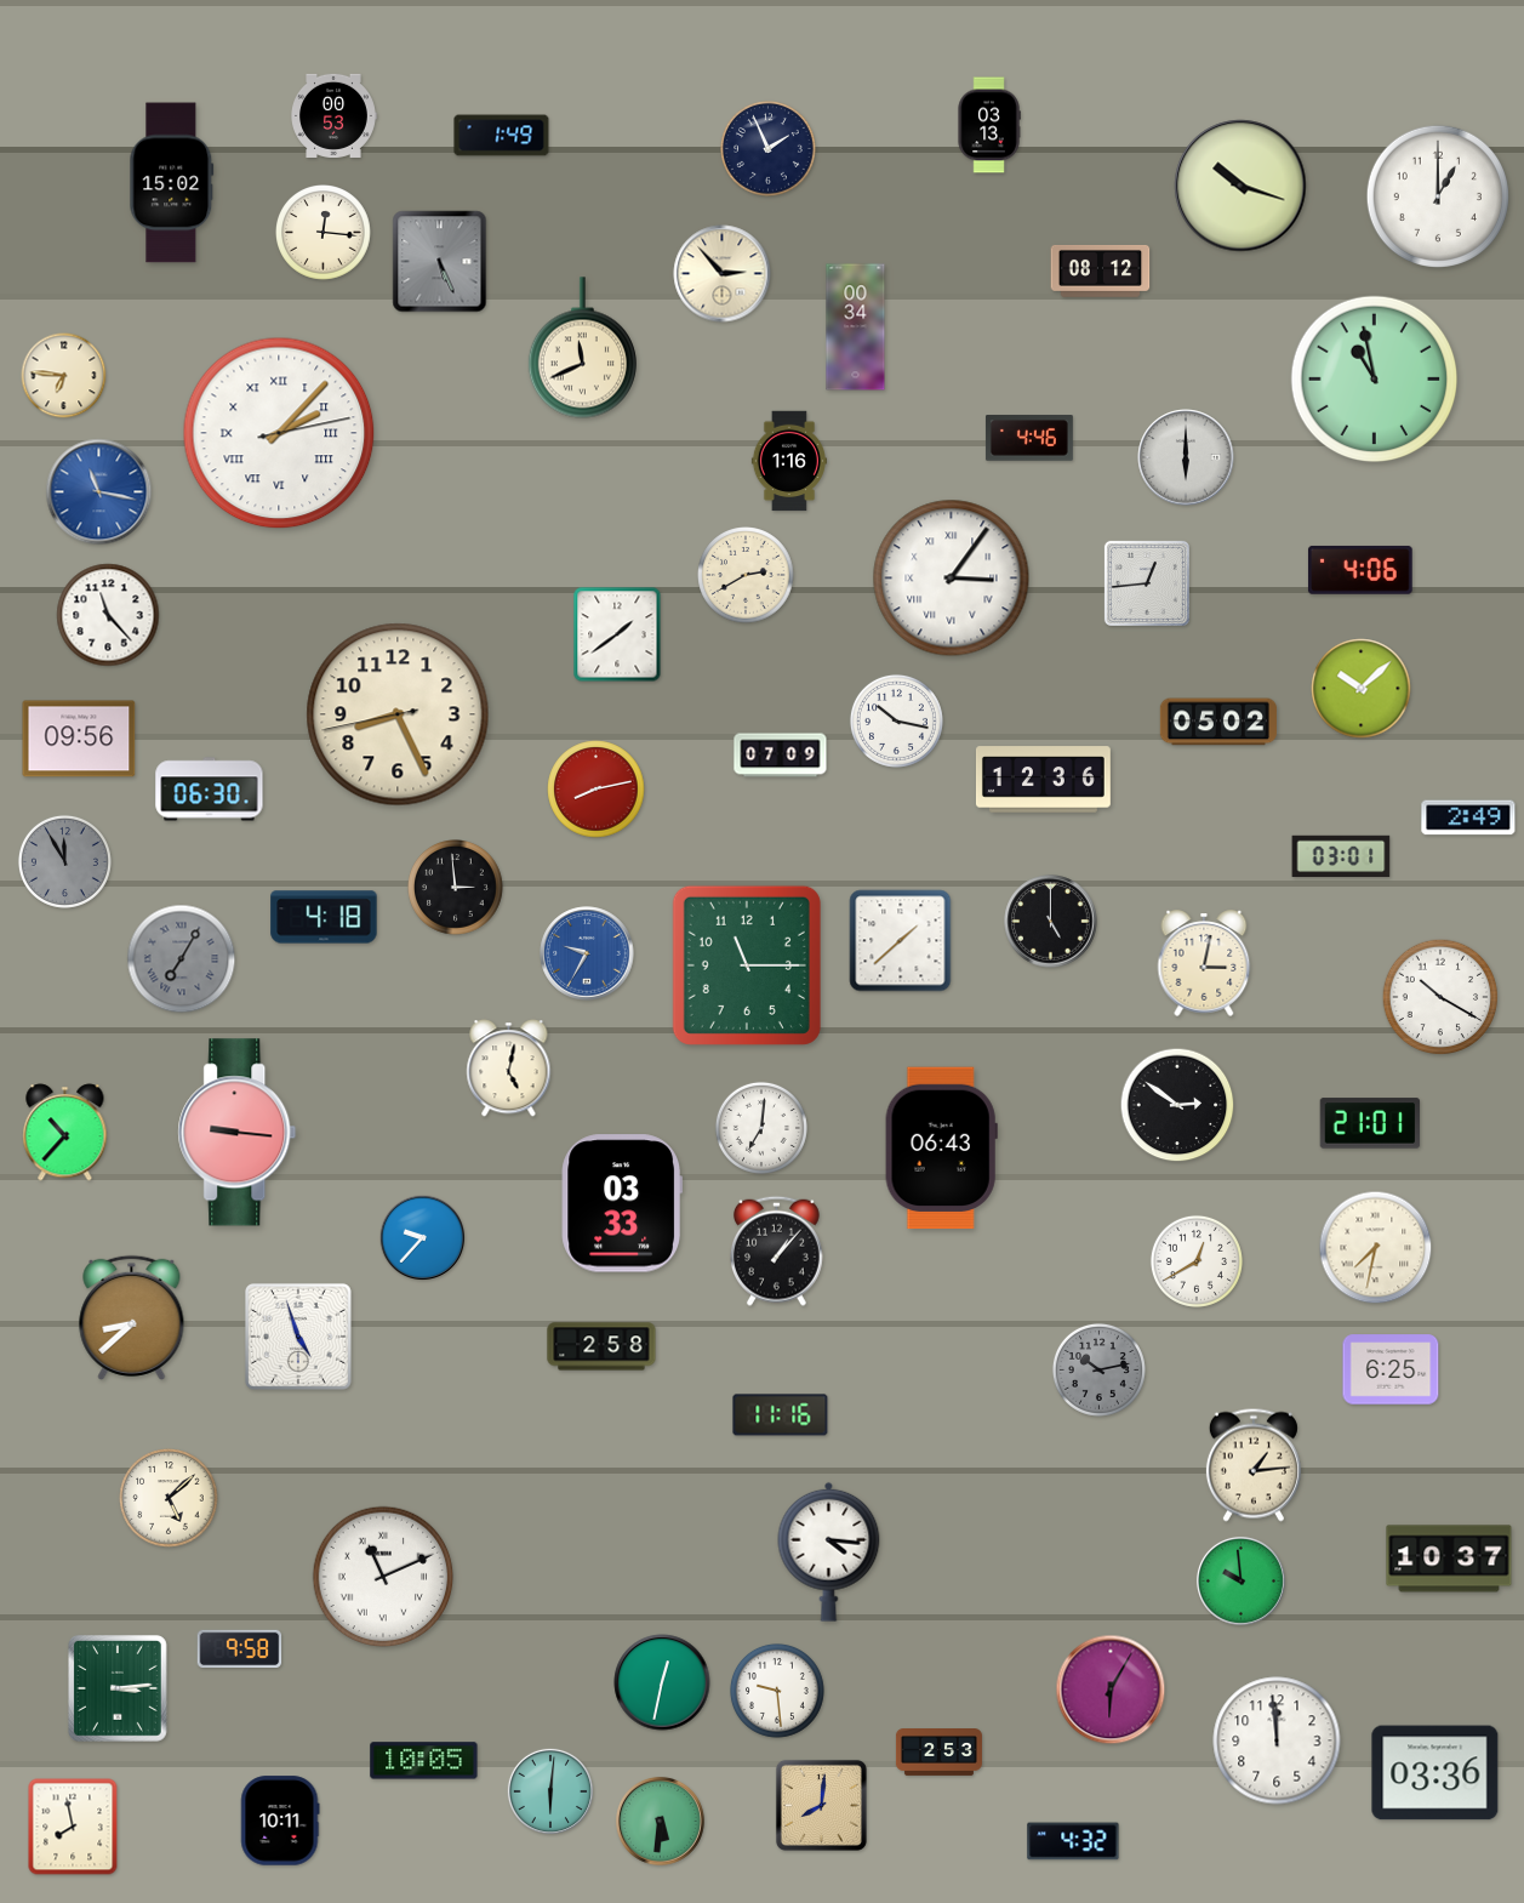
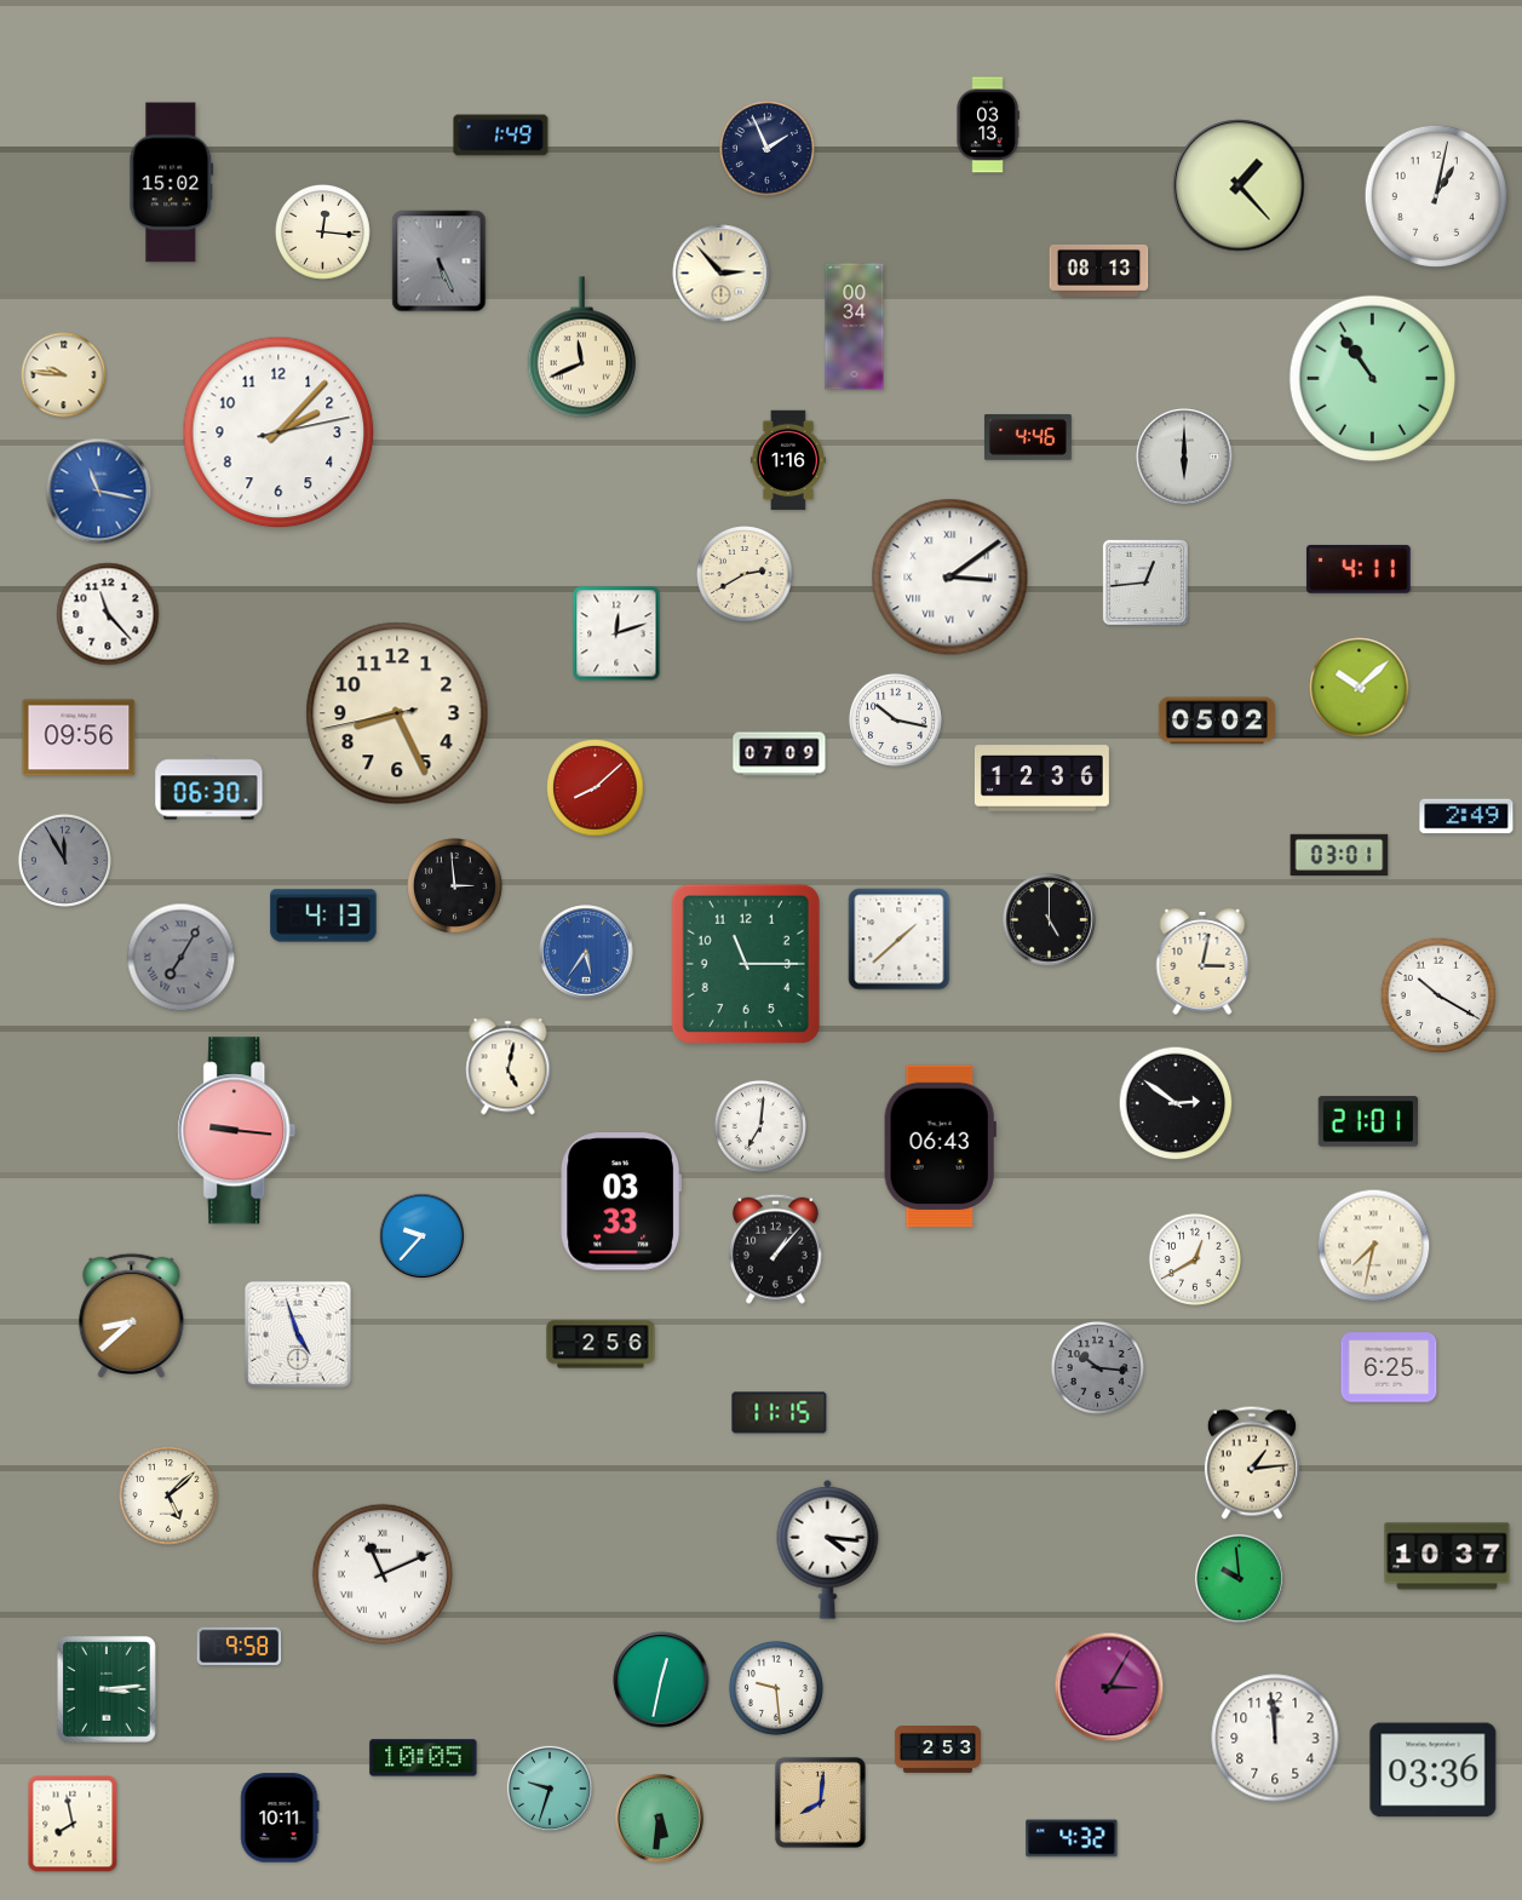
clock at (333, 115): 00:53 -> none
clock at (1240, 186): 10:18 -> 1:23
clock at (1438, 196): 1:00 -> 1:02
clock at (1101, 272): 08:12 -> 08:13
clock at (64, 376): 6:46 -> 9:46
clock at (1375, 380): 10:58 -> 10:54
clock at (279, 433) numerals: Roman -> Arabic
clock at (1360, 570): 4:06 -> 4:11
clock at (952, 579): 3:06 -> 3:09
clock at (617, 634): 1:39 -> 12:12
clock at (597, 790): 8:13 -> 8:08
clock at (324, 917): 4:18 -> 4:13
clock at (587, 953): 9:35 -> 5:36
clock at (65, 1133): 10:37 -> none
clock at (601, 1346): 2:58 -> 2:56
clock at (1098, 1369): 10:13 -> 10:16
clock at (781, 1415): 11:16 -> 11:15
clock at (118, 1688) position: (118, 1688) -> (107, 1689)
clock at (1111, 1690): 6:05 -> 3:05
clock at (550, 1791): 6:01 -> 9:33
